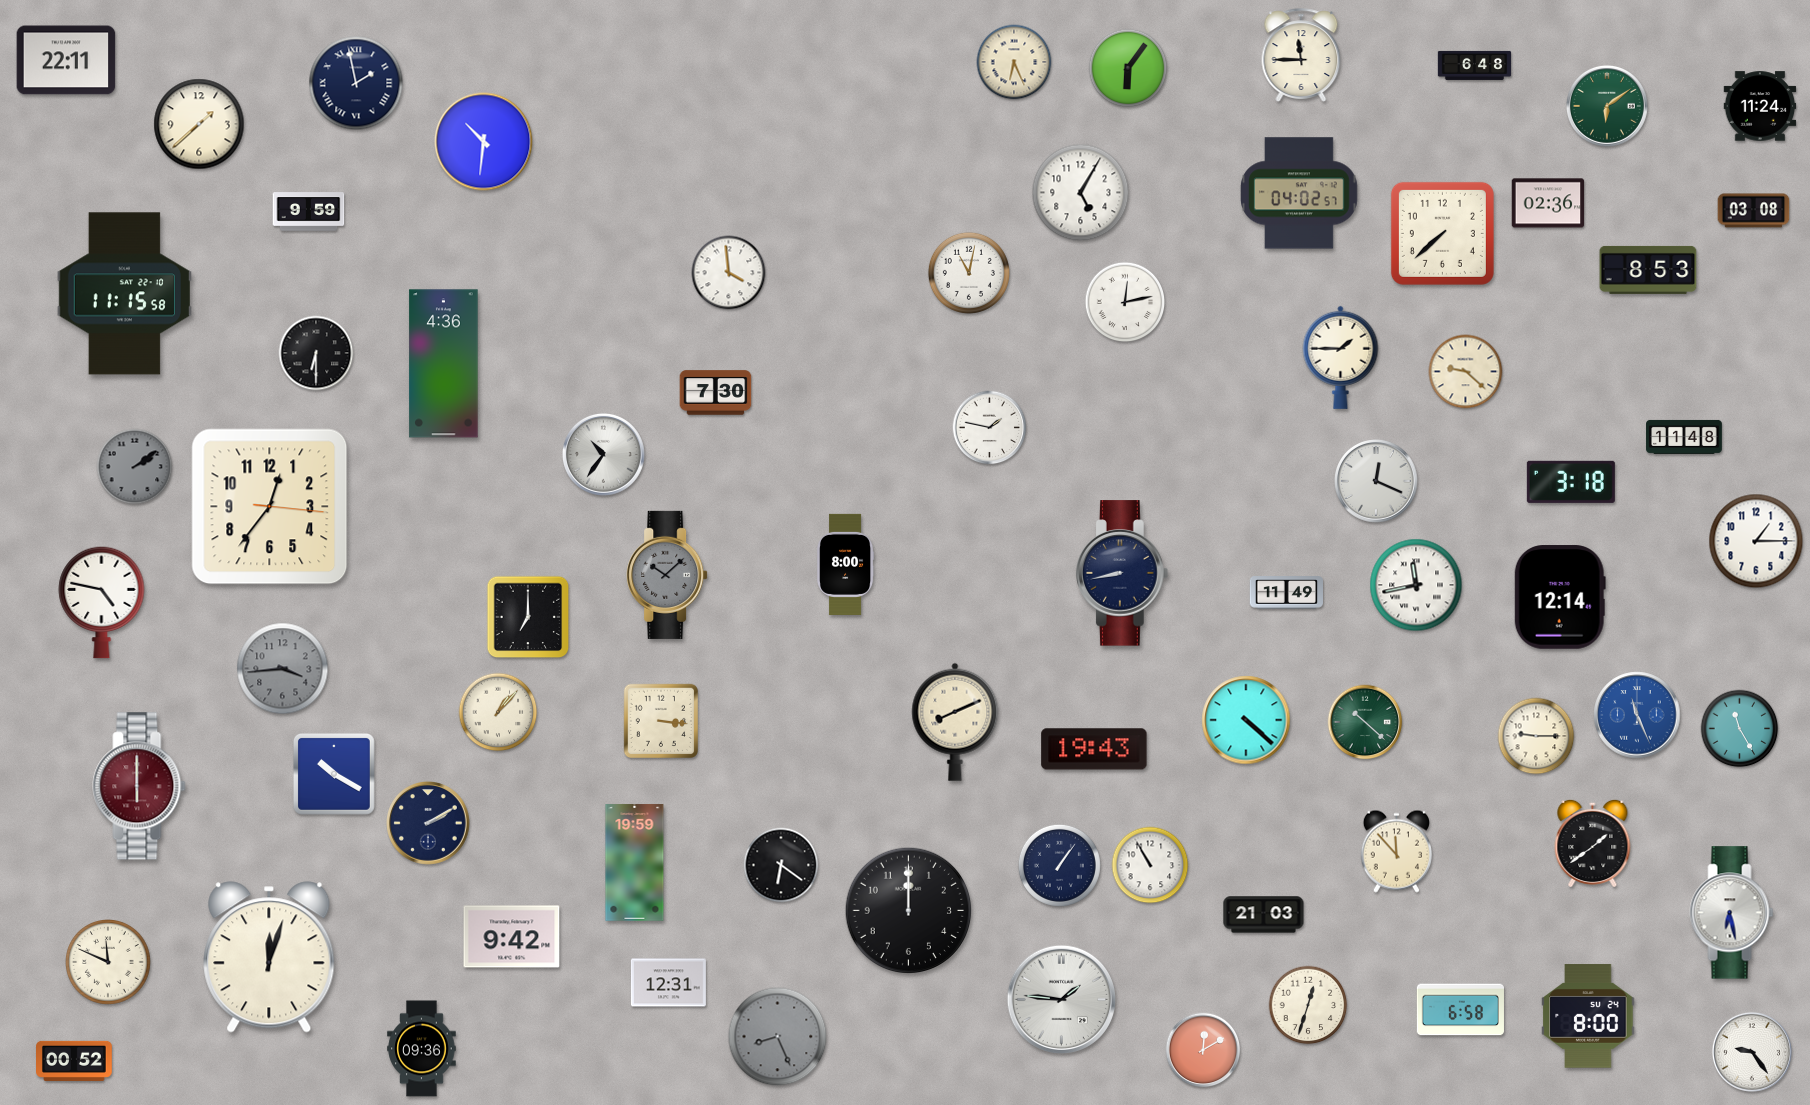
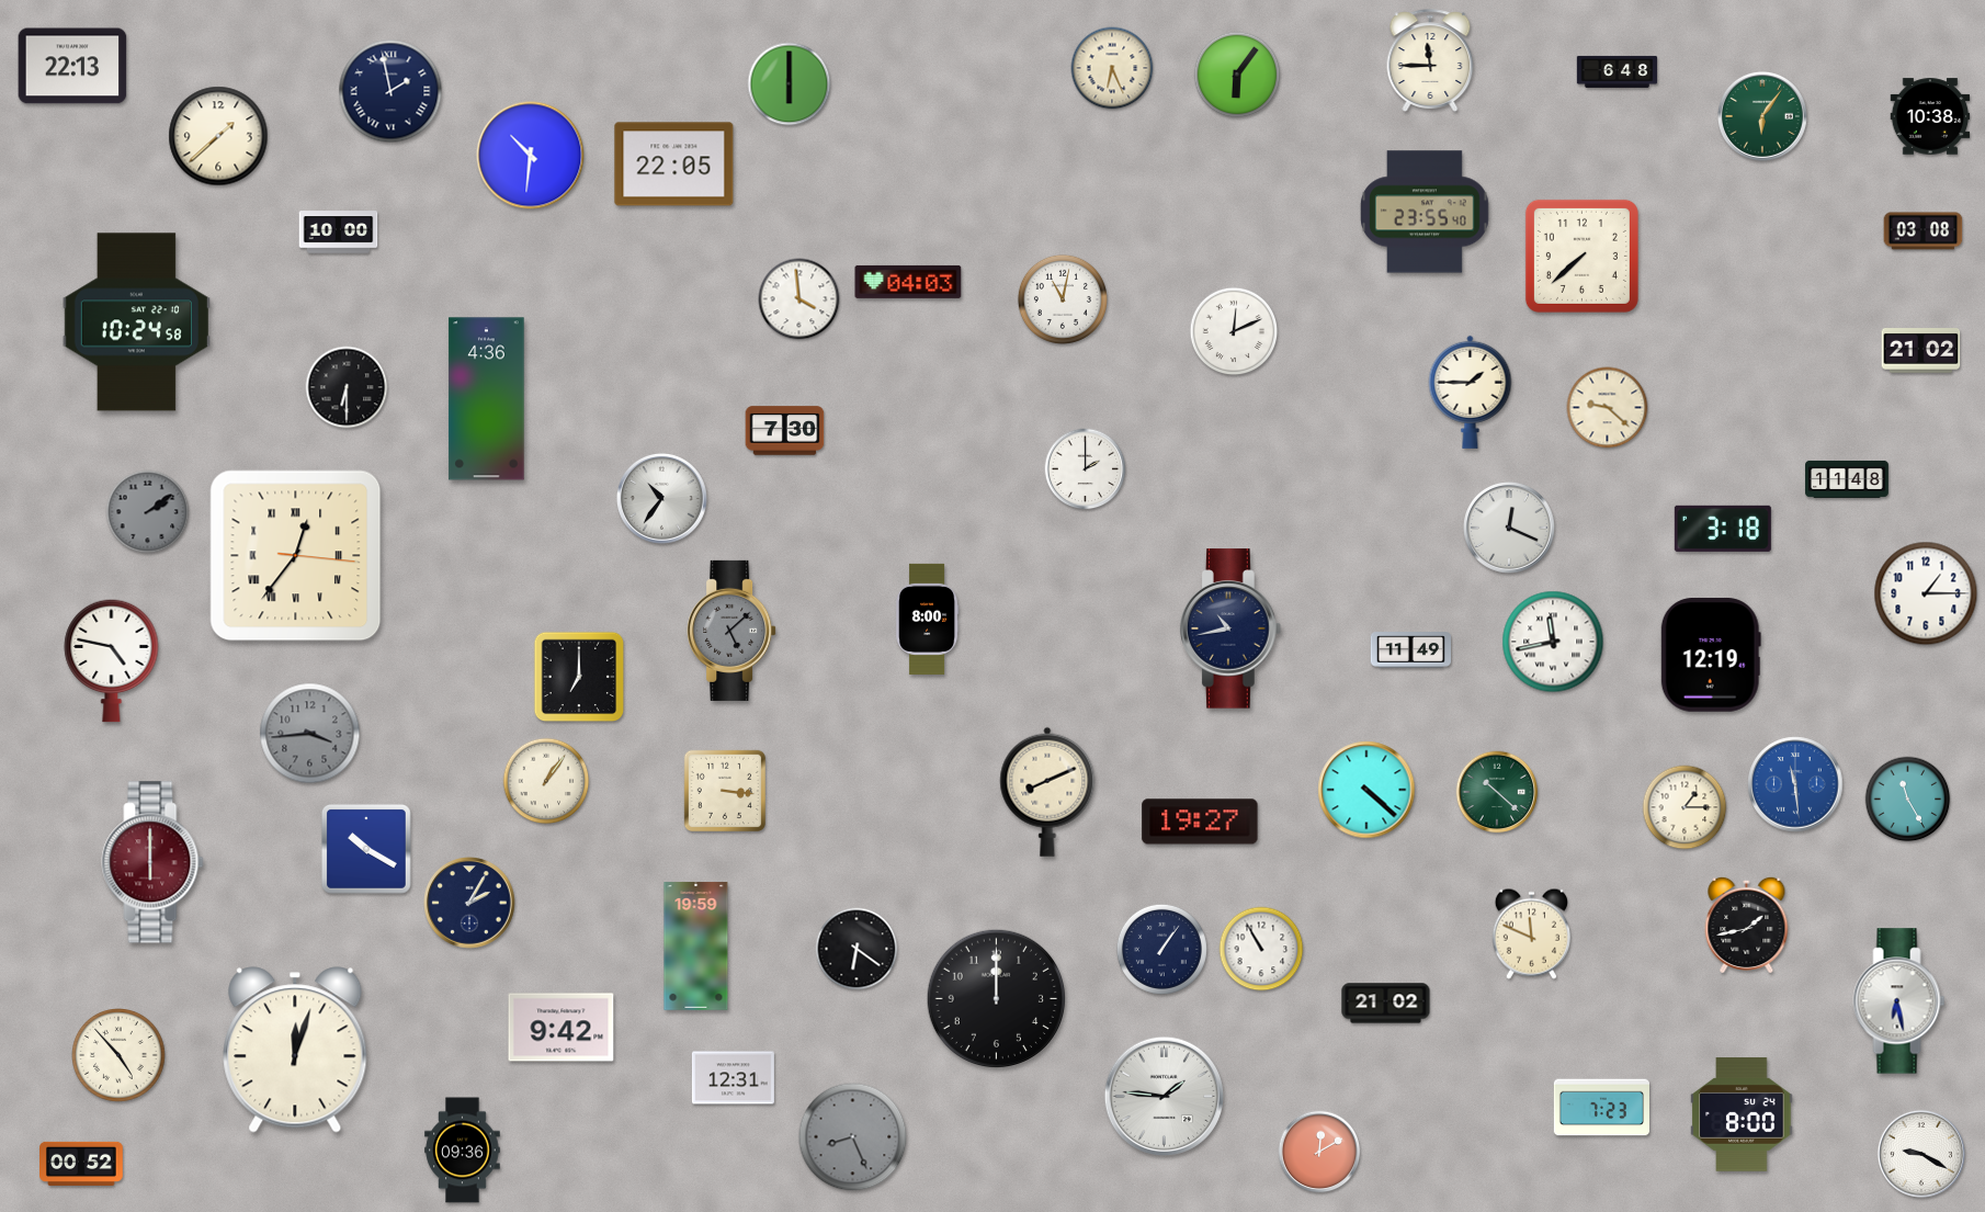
clock at (1301, 55) position: (1301, 55) -> (1430, 60)
clock at (66, 60): 22:11 -> 22:13
clock at (790, 84): none -> 6:00
clock at (1607, 106): 6:09 -> 6:06
clock at (1760, 106): 11:24 -> 10:38
clock at (674, 165): none -> 22:05
clock at (1081, 193): 5:05 -> none
clock at (1300, 193): 04:02 -> 23:55
clock at (1548, 203): 02:36 -> none
clock at (309, 212): 9:59 -> 10:00
clock at (908, 282): none -> 04:03
clock at (1648, 270): 8:53 -> none
clock at (124, 294): 11:15 -> 10:24
clock at (1125, 302): 12:13 -> 12:11
clock at (1921, 351): none -> 21:02
clock at (990, 428): 1:47 -> 2:00
clock at (270, 507) numerals: Arabic -> Roman
clock at (1122, 573): 8:43 -> 10:43
clock at (667, 575): 10:08 -> 5:08
clock at (1560, 597): 12:14 -> 12:19
clock at (498, 712): 1:07 -> 1:06
clock at (1637, 715): 11:26 -> 11:29
clock at (1536, 736): 9:15 -> 1:15
clock at (1094, 749): 19:43 -> 19:27
clock at (429, 824): 2:10 -> 2:05
clock at (1593, 843): 1:39 -> 1:43
clock at (1396, 851): 11:53 -> 11:49
clock at (1264, 915): 21:03 -> 21:02
clock at (108, 962): 11:49 -> 4:53
clock at (1308, 1005): 12:33 -> none
clock at (1460, 1010): 6:58 -> 7:23
clock at (1752, 1052): 9:24 -> 9:20
